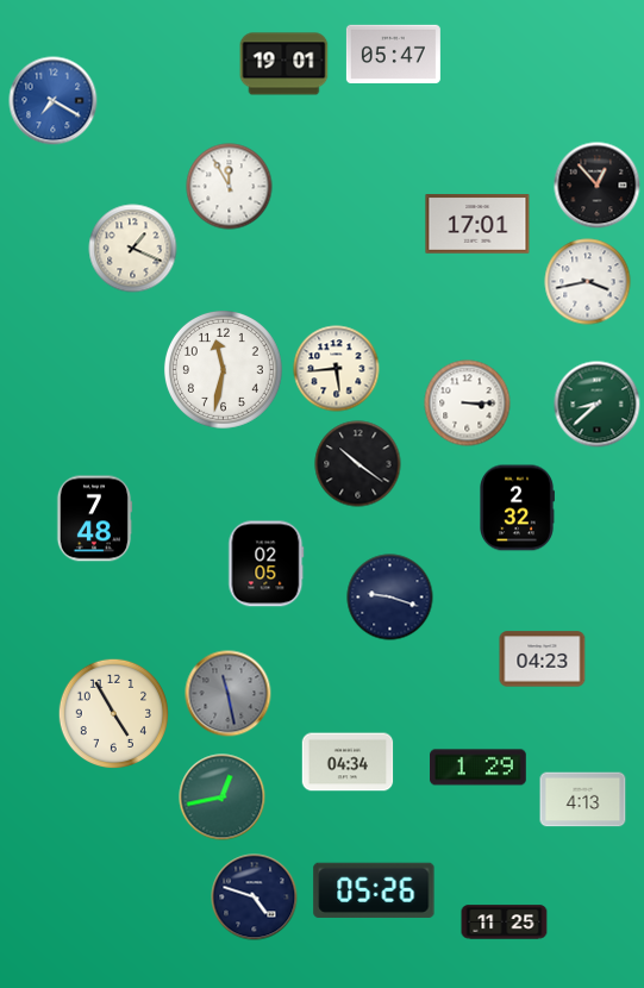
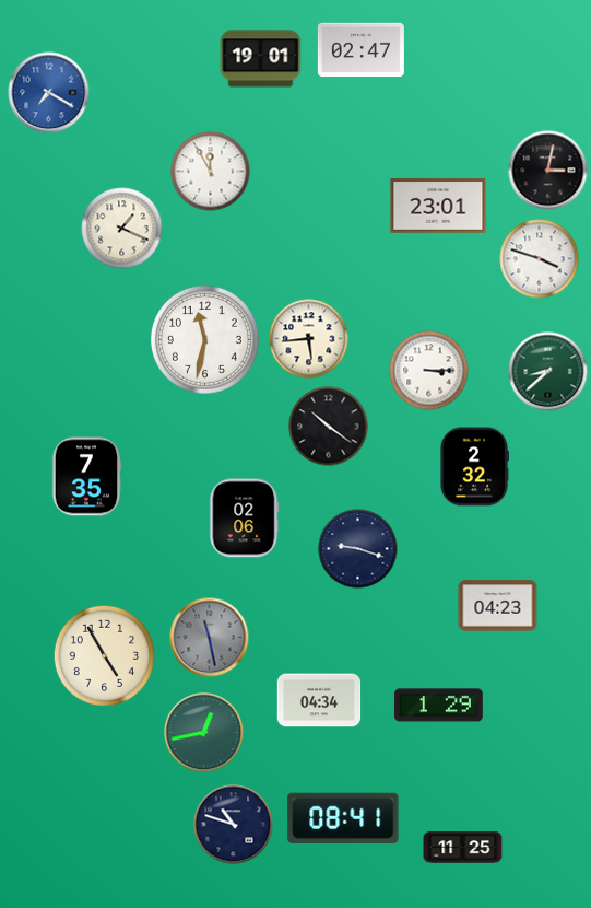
clock at (393, 54): 05:47 -> 02:47
clock at (598, 186): 12:53 -> 3:02
clock at (477, 224): 17:01 -> 23:01
clock at (588, 282): 3:43 -> 3:48
clock at (94, 519): 7:48 -> 7:35
clock at (267, 564): 02:05 -> 02:06
clock at (583, 800): 4:13 -> none
clock at (374, 890): 05:26 -> 08:41
clock at (255, 898): 4:48 -> 10:48
